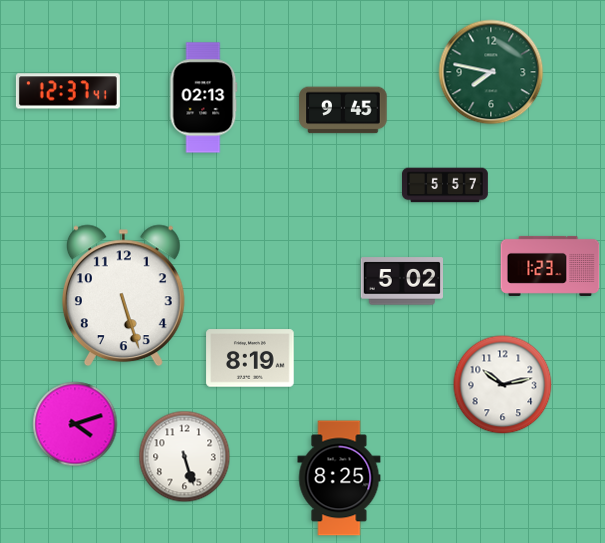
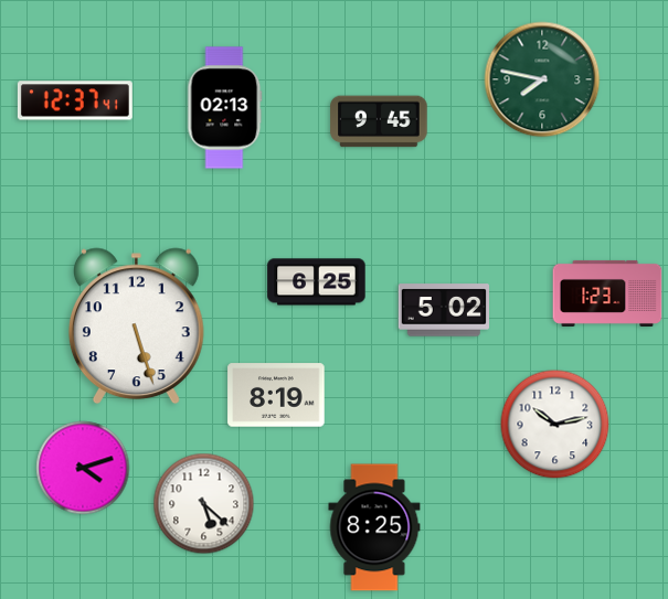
clock at (446, 185): 5:57 -> none
clock at (317, 282): none -> 6:25
clock at (185, 457): 5:27 -> 5:22
